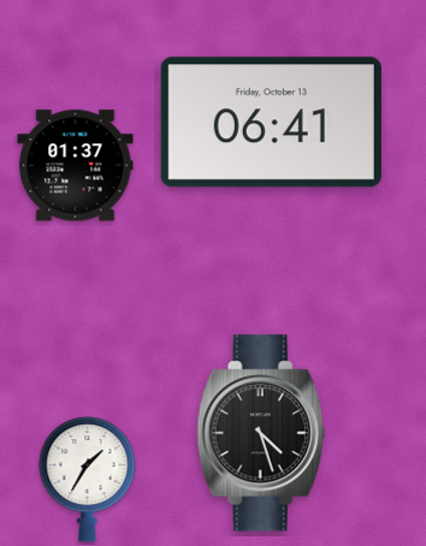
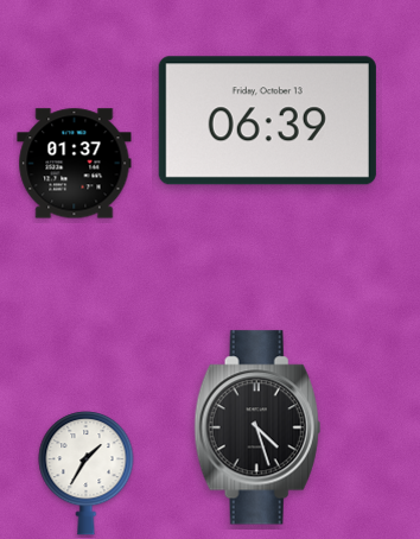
clock at (271, 123): 06:41 -> 06:39
